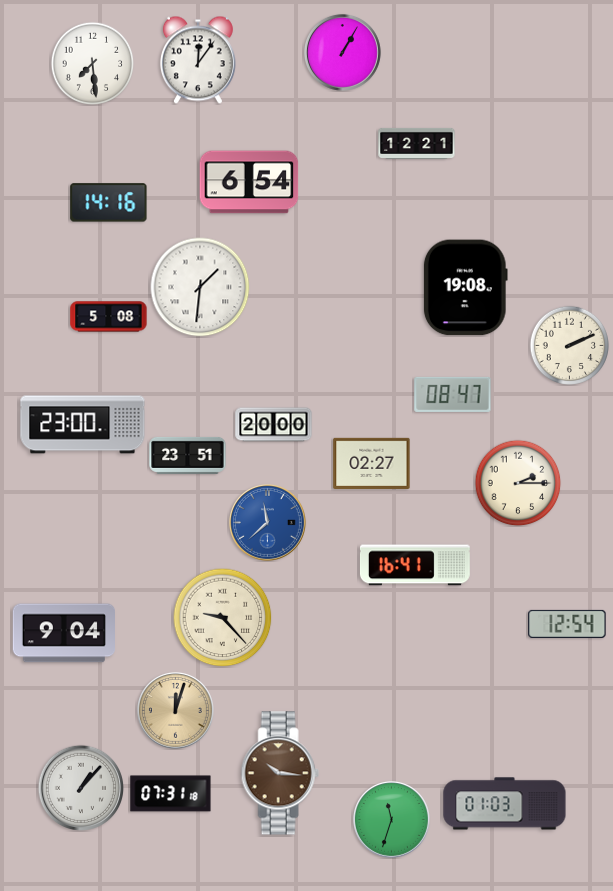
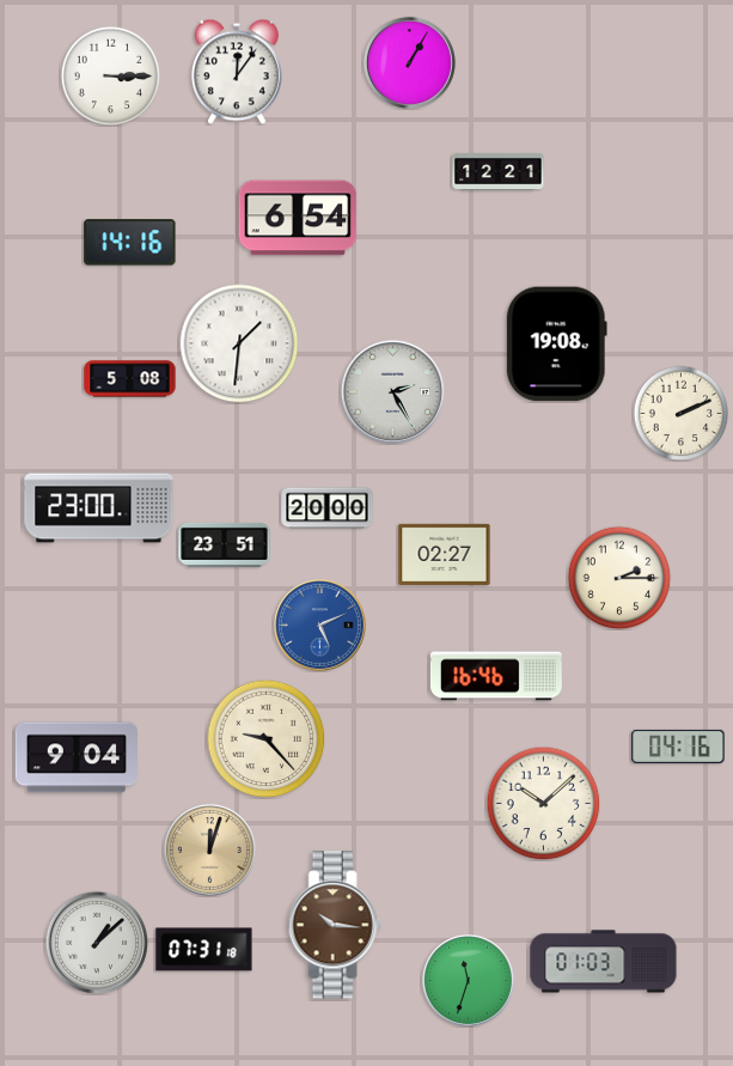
clock at (92, 63): 7:29 -> 3:15
clock at (392, 391): none -> 2:25
clock at (453, 394): 08:47 -> none
clock at (267, 522): 11:38 -> 5:11
clock at (415, 565): 16:41 -> 16:46
clock at (567, 624): 12:54 -> 04:16
clock at (543, 803): none -> 10:08
clock at (80, 787): 1:07 -> 1:08
